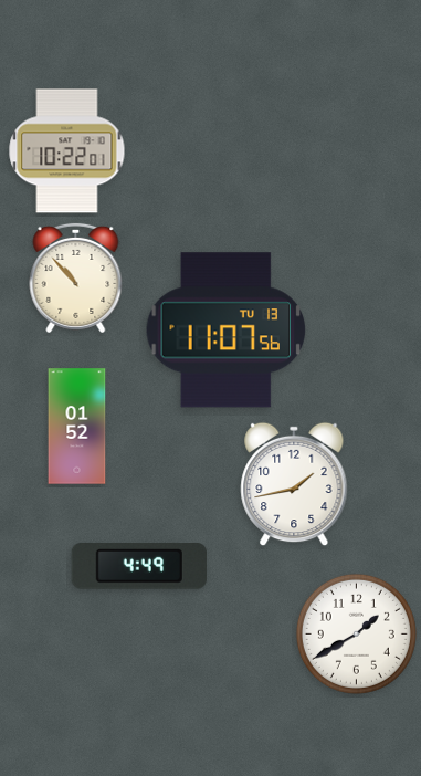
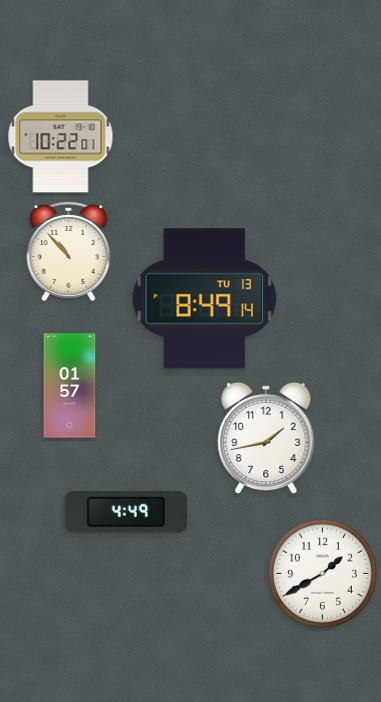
clock at (227, 331): 11:07 -> 8:49
clock at (77, 427): 01:52 -> 01:57
